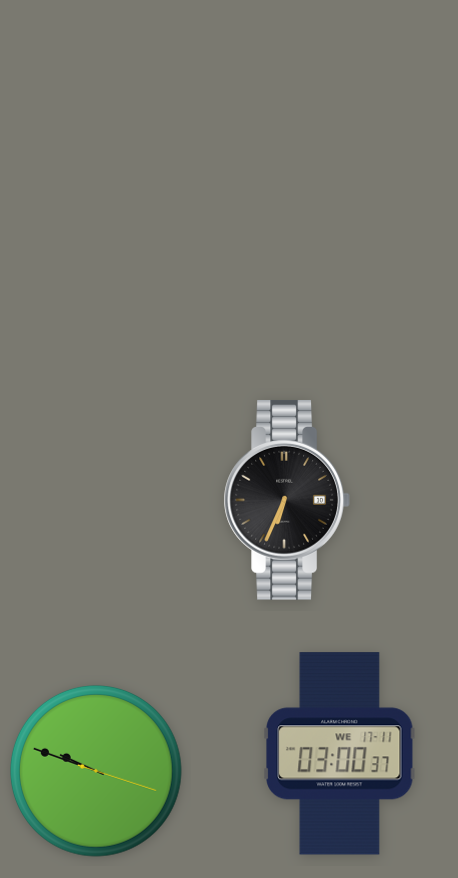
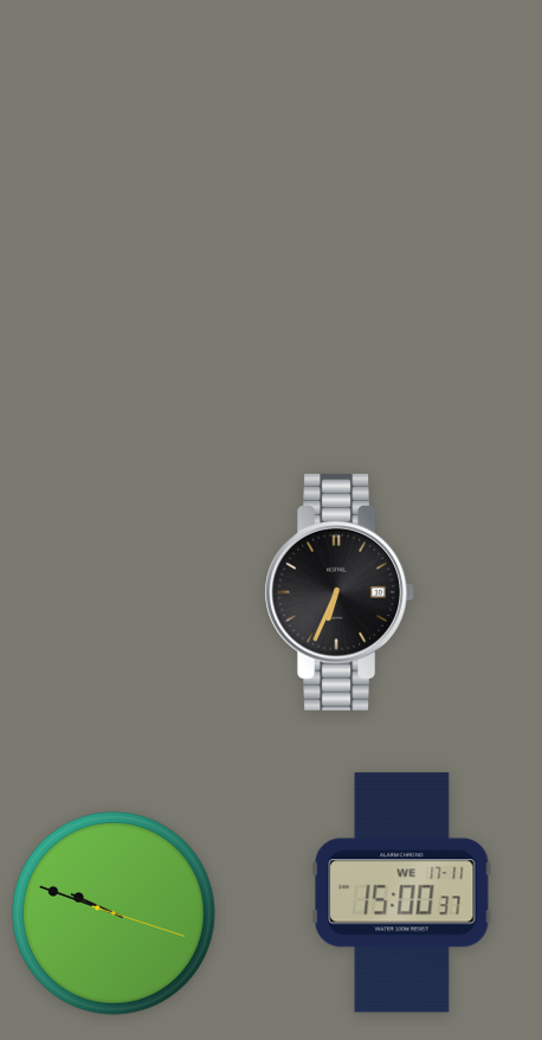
clock at (340, 754): 03:00 -> 15:00
